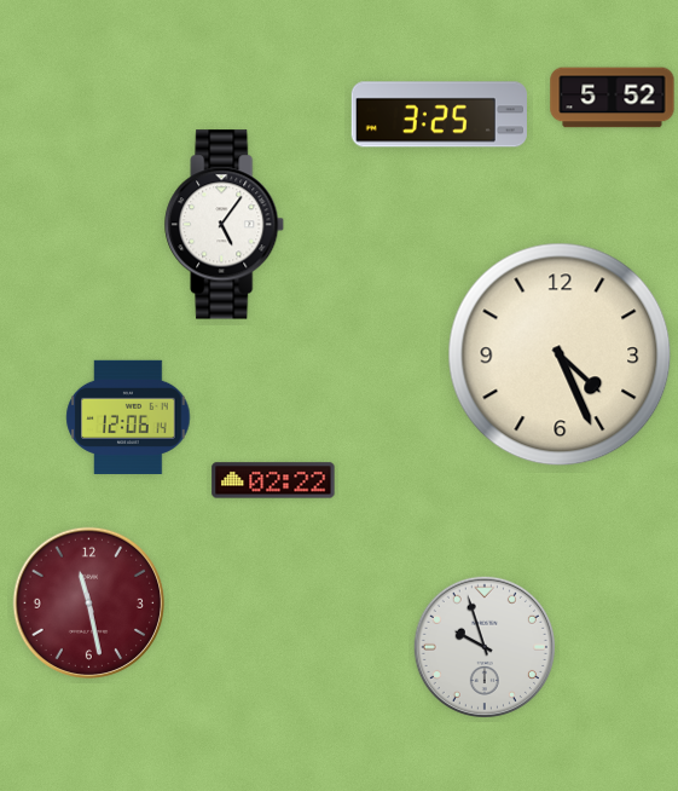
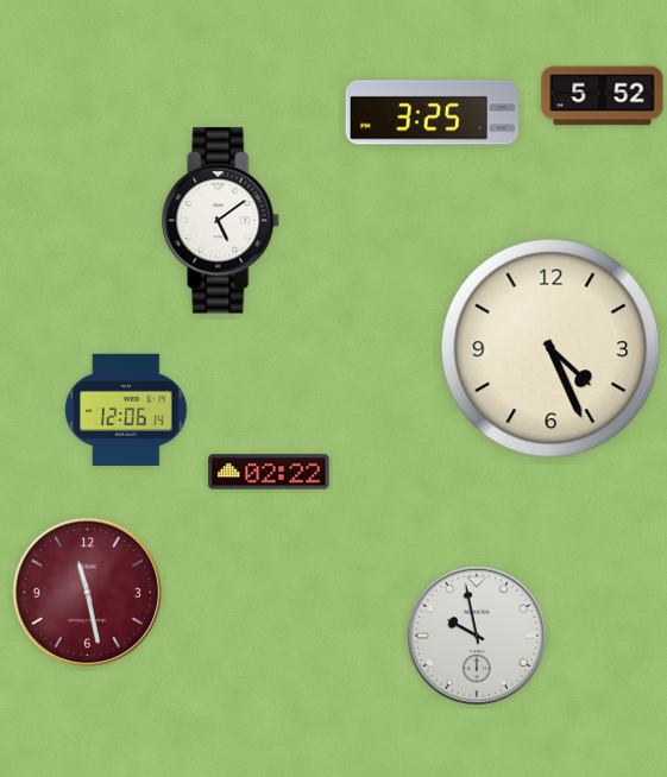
clock at (225, 225): 5:06 -> 5:09
clock at (485, 647): 9:57 -> 9:58
